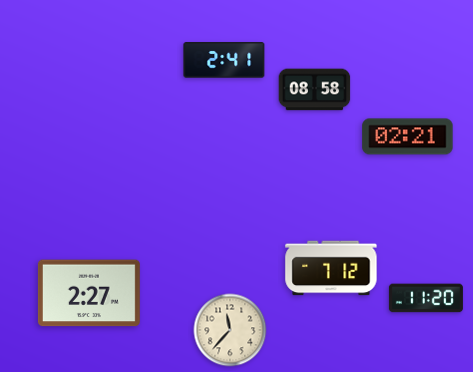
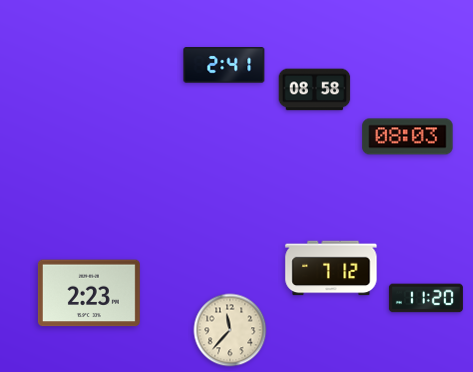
clock at (224, 60) position: (224, 60) -> (224, 65)
clock at (408, 137): 02:21 -> 08:03
clock at (89, 293): 2:27 -> 2:23
